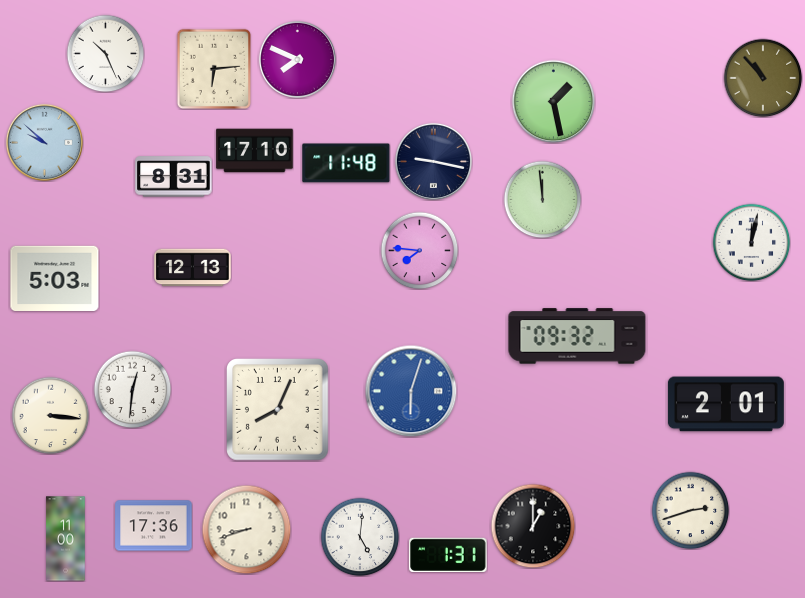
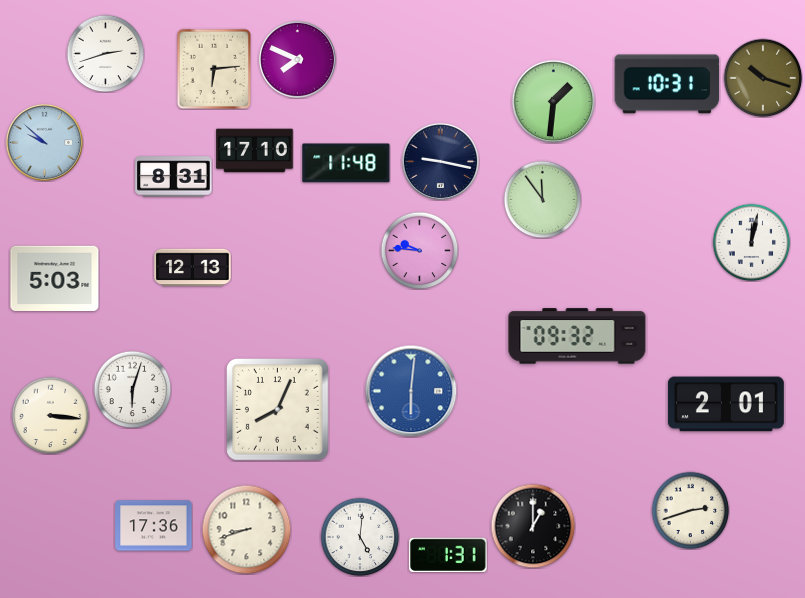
clock at (105, 53): 10:26 -> 2:42
clock at (763, 78): 10:53 -> 10:18
clock at (667, 84): none -> 10:31
clock at (553, 101): 1:28 -> 1:31
clock at (433, 161) position: (433, 161) -> (440, 161)
clock at (542, 199): 11:59 -> 11:54
clock at (419, 250): 7:46 -> 9:46
clock at (132, 389): 12:31 -> 6:03
clock at (411, 391): 6:03 -> 6:01
clock at (66, 539): 11:00 -> none
